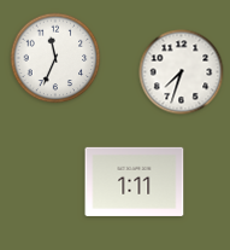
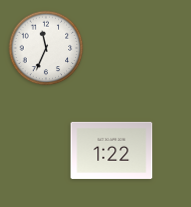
clock at (182, 72): 7:33 -> none
clock at (135, 181): 1:11 -> 1:22
